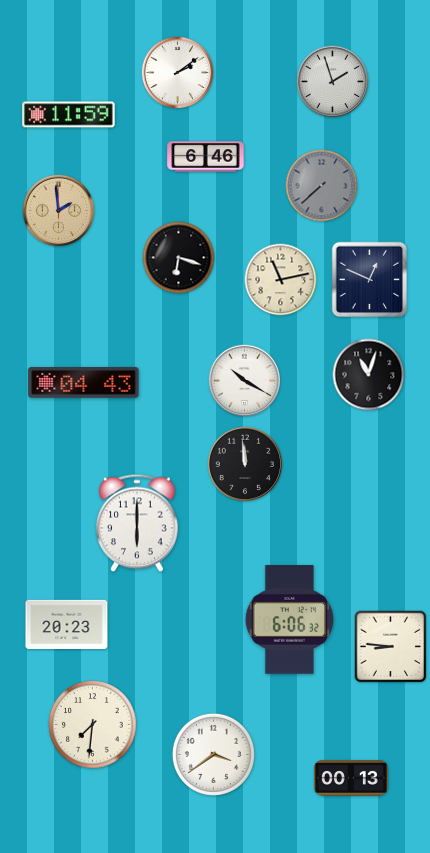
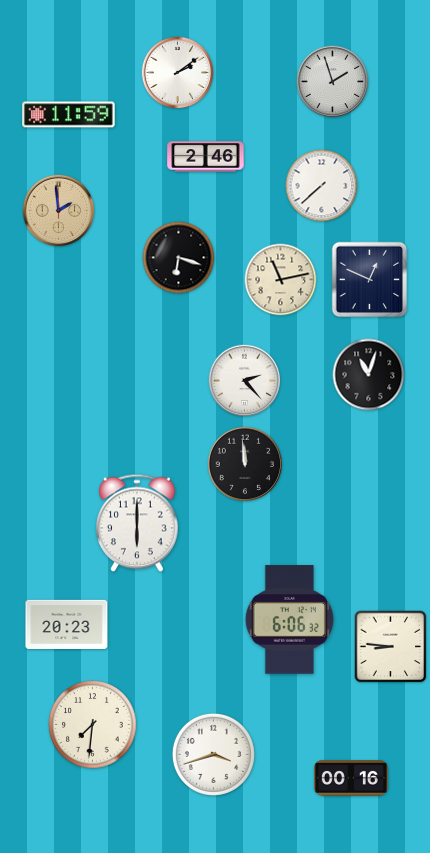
clock at (206, 157): 6:46 -> 2:46
clock at (322, 186) dial: grey -> white
clock at (245, 381): 10:20 -> 2:23
clock at (84, 383): 04:43 -> none
clock at (213, 754): 3:39 -> 3:42
clock at (351, 778): 00:13 -> 00:16
